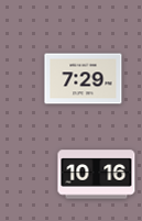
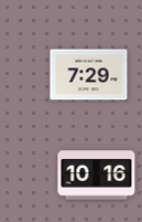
clock at (84, 79) position: (84, 79) -> (89, 75)
